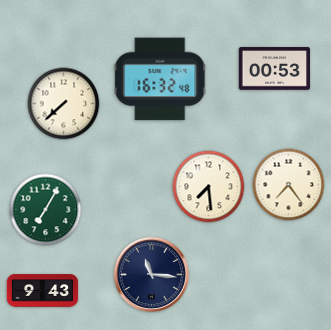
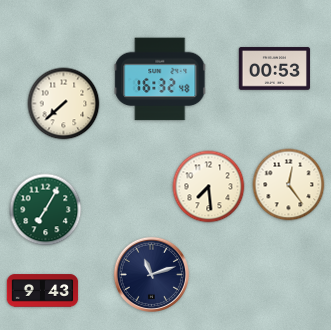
clock at (289, 185): 7:24 -> 12:24
clock at (151, 274): 11:16 -> 11:12
